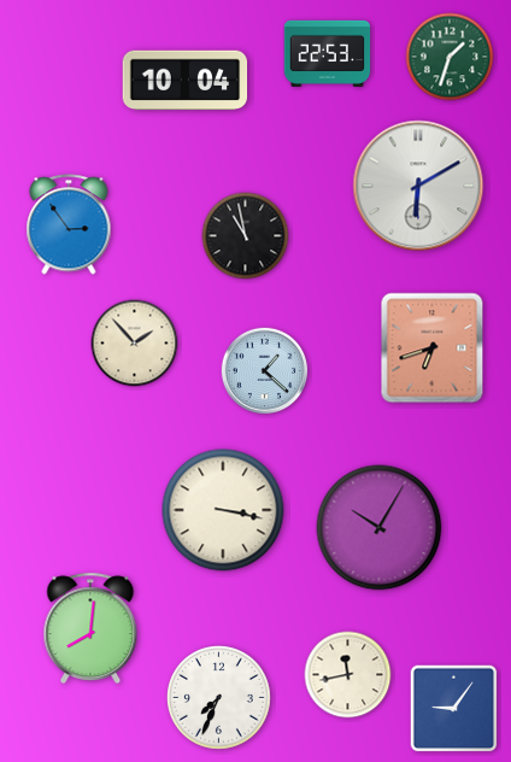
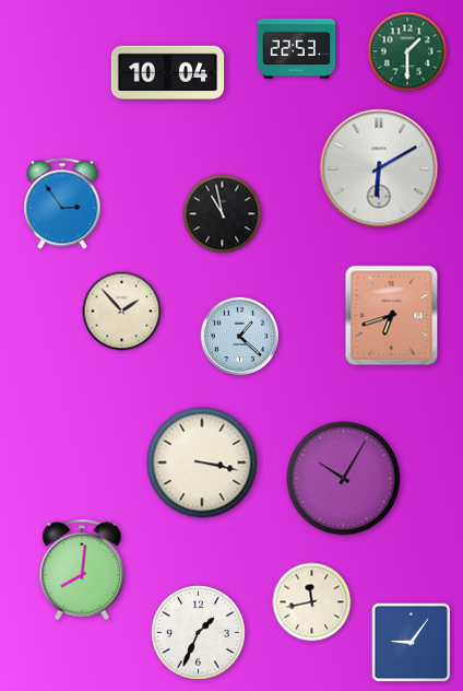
clock at (450, 57): 1:33 -> 1:30
clock at (348, 675) position: (348, 675) -> (312, 602)
clock at (219, 698): 7:34 -> 1:34
